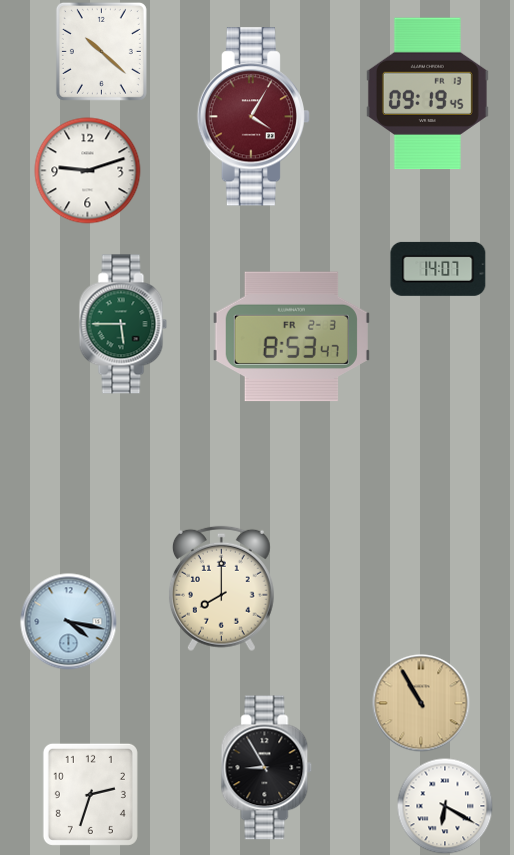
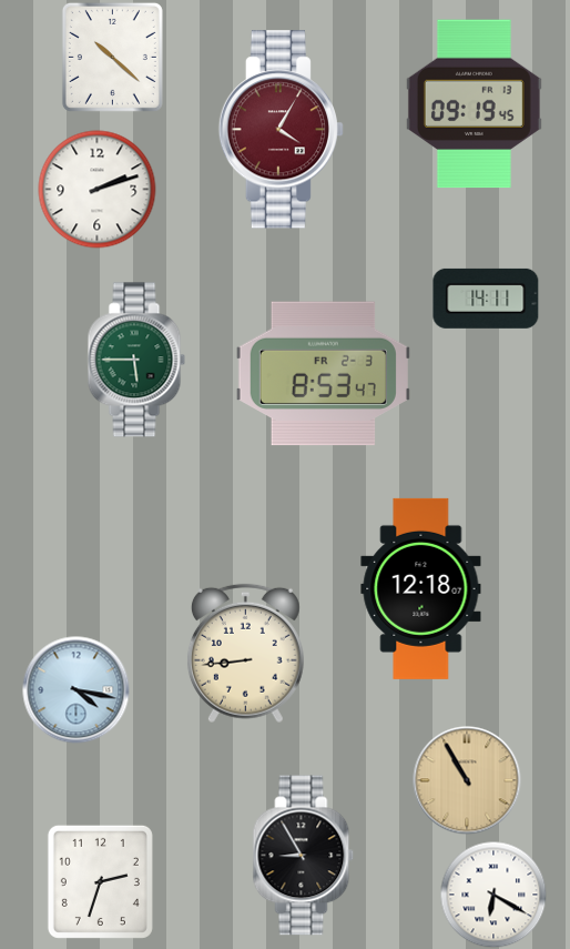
clock at (88, 171): 9:12 -> 2:12
clock at (438, 269): 14:07 -> 14:11
clock at (421, 588): none -> 12:18
clock at (221, 589): 8:00 -> 8:44
clock at (267, 768) position: (267, 768) -> (304, 856)
